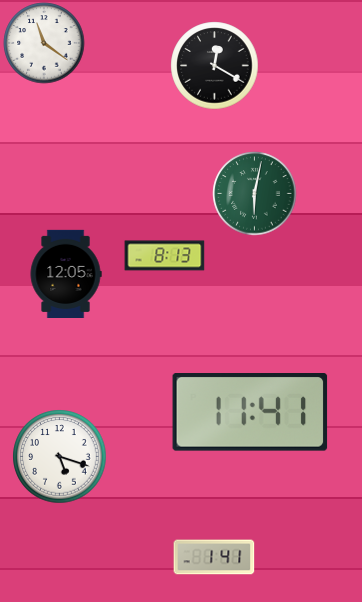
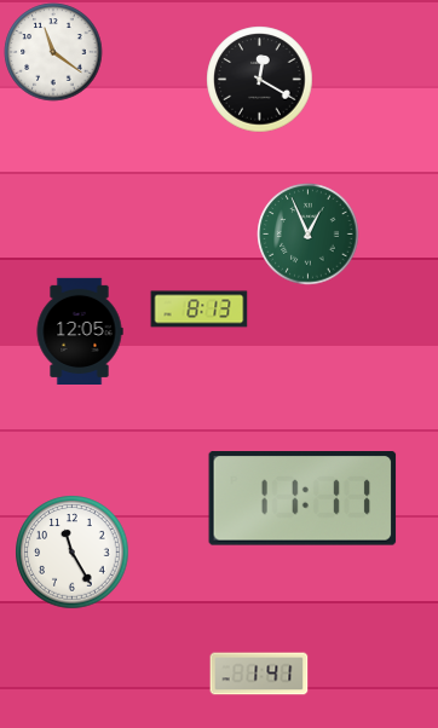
clock at (255, 194): 6:02 -> 12:56
clock at (250, 413): 11:41 -> 11:11
clock at (60, 457): 5:18 -> 11:25
